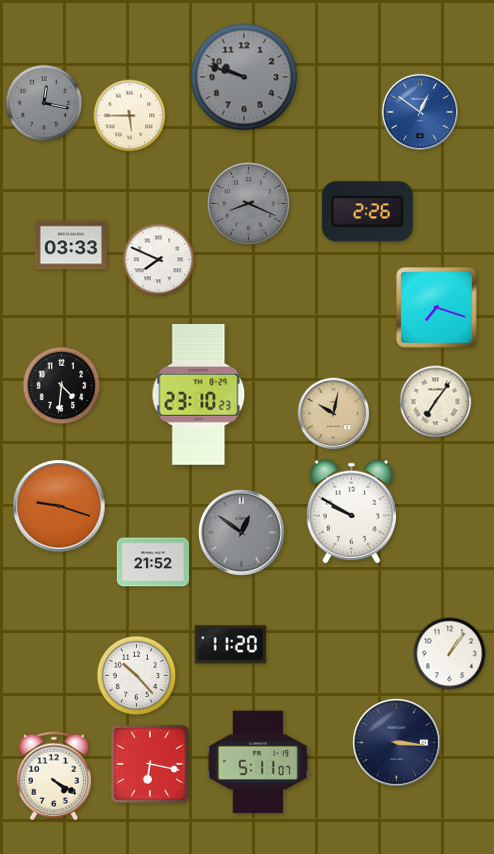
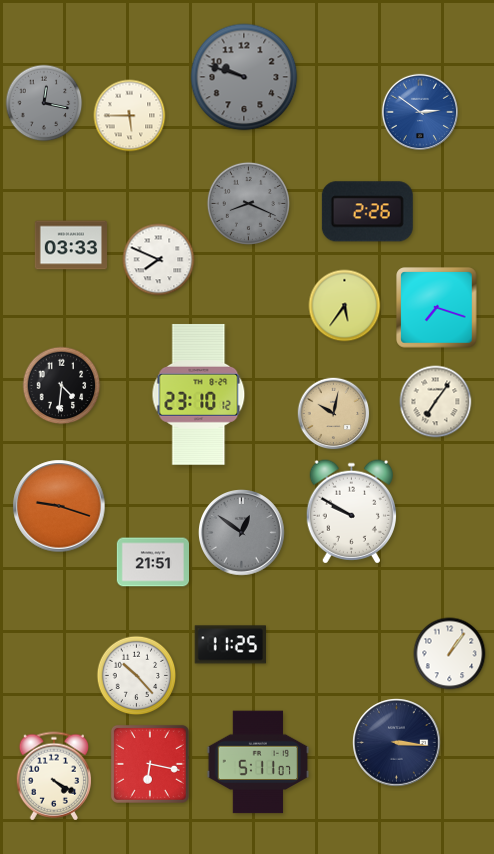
clock at (419, 111): 12:51 -> 2:51
clock at (345, 306): none -> 5:36
clock at (199, 394): 23:10:23 -> 23:10:12
clock at (152, 562): 21:52 -> 21:51
clock at (230, 645): 11:20 -> 11:25
